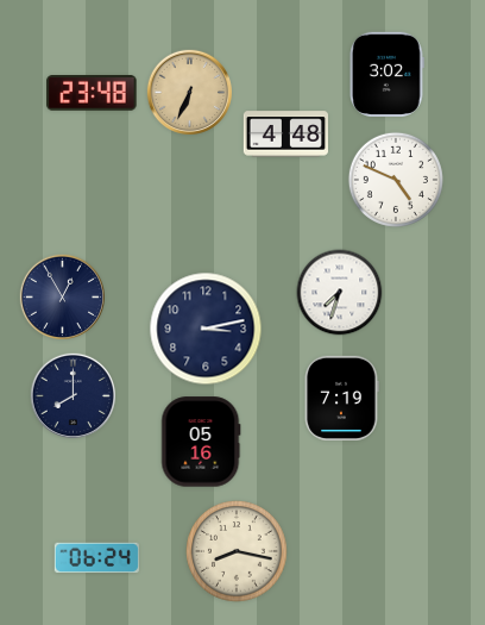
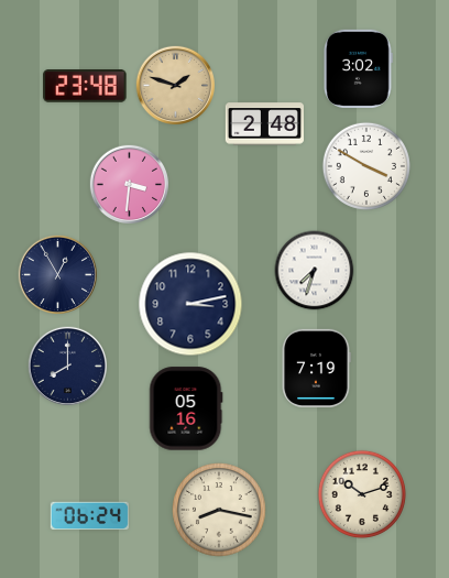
clock at (189, 92): 6:34 -> 1:48
clock at (285, 135): 4:48 -> 2:48
clock at (396, 180): 4:49 -> 3:50
clock at (129, 184): none -> 3:31
clock at (362, 494): none -> 10:12
